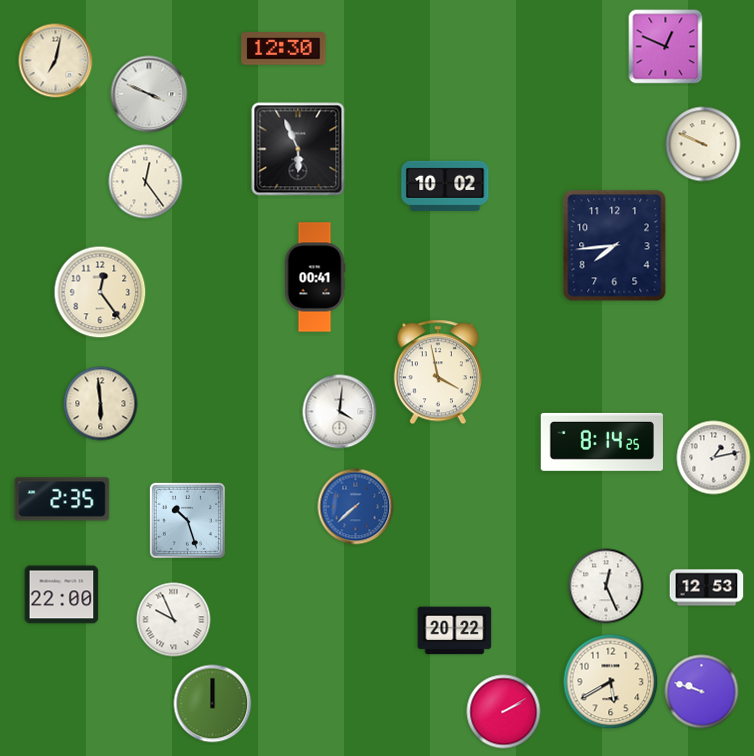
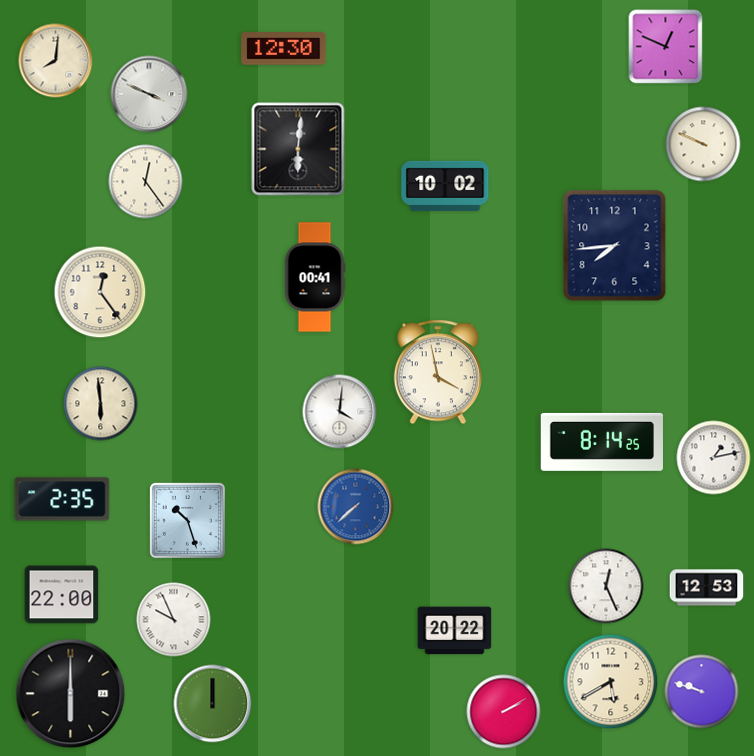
clock at (56, 61): 7:02 -> 8:01
clock at (298, 149): 5:56 -> 6:01
clock at (71, 694): none -> 6:00
